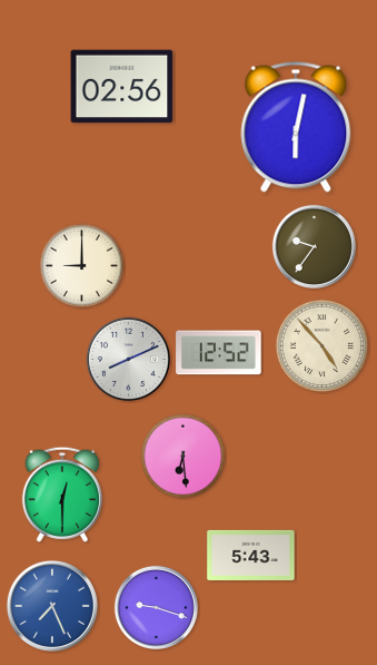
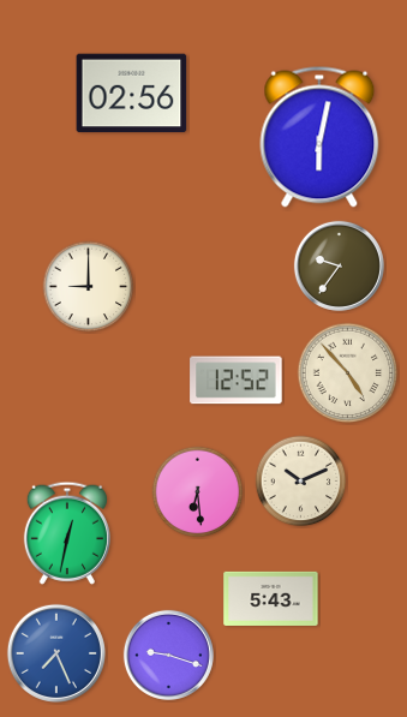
clock at (128, 359): 8:11 -> none
clock at (301, 482): none -> 10:11
clock at (61, 495): 12:30 -> 12:32
